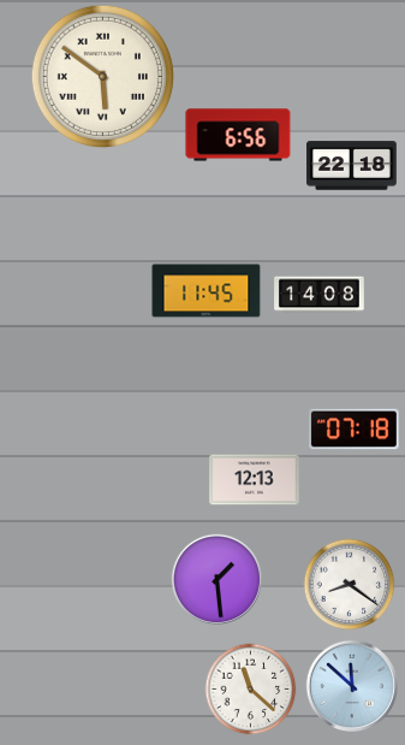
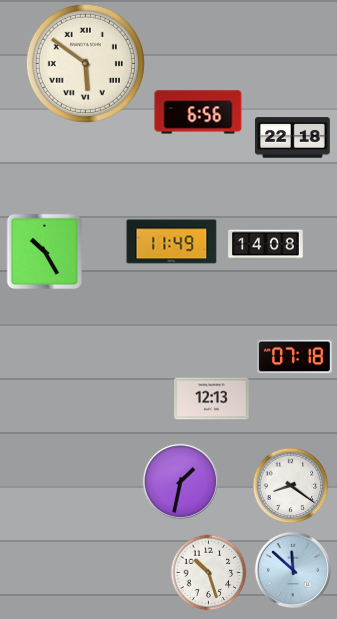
clock at (207, 291): 11:45 -> 11:49
clock at (45, 252): none -> 10:25
clock at (216, 579): 1:29 -> 1:32
clock at (251, 690): 11:22 -> 10:27
